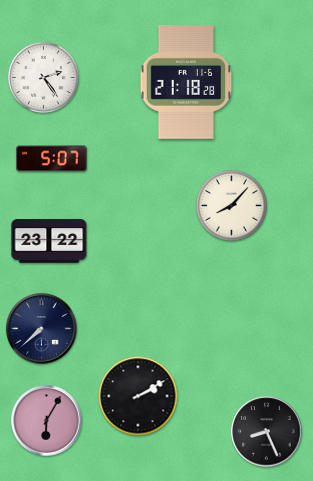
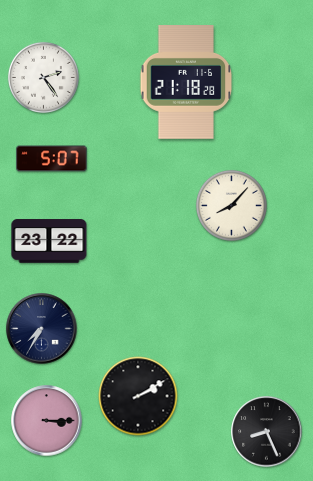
clock at (42, 329): 7:38 -> 7:35
clock at (47, 421): 6:05 -> 3:15
